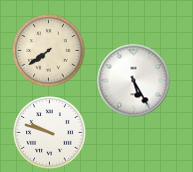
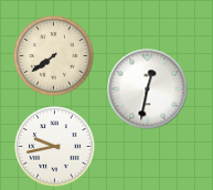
clock at (134, 81): 5:25 -> 12:32
clock at (50, 133): 9:48 -> 9:43
